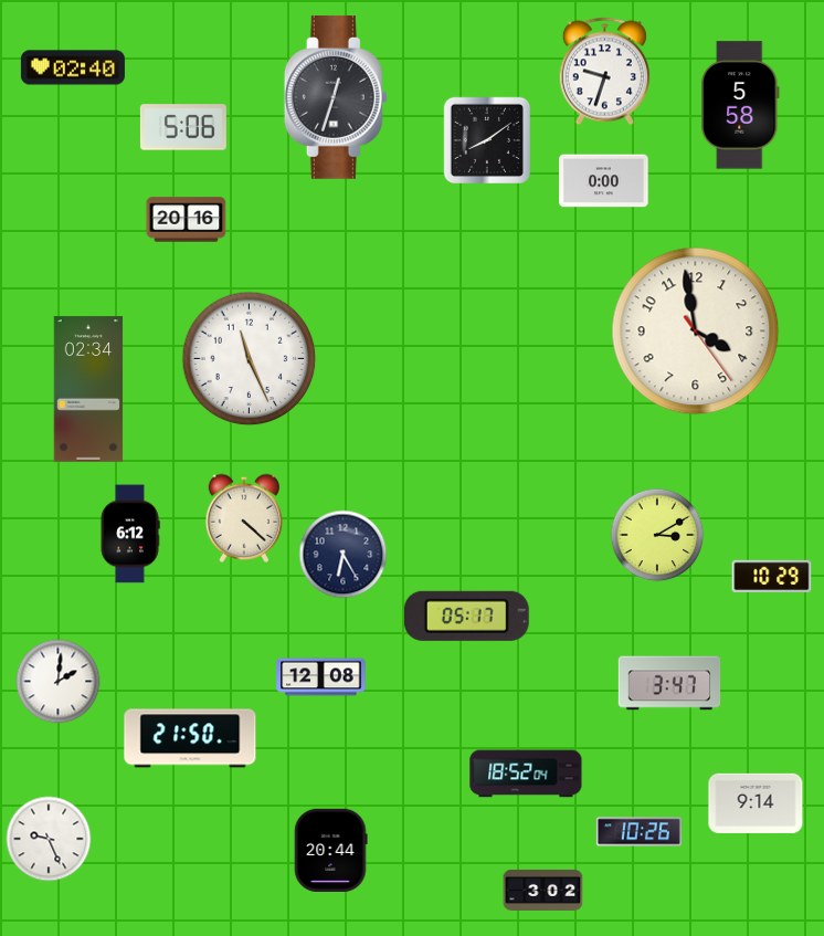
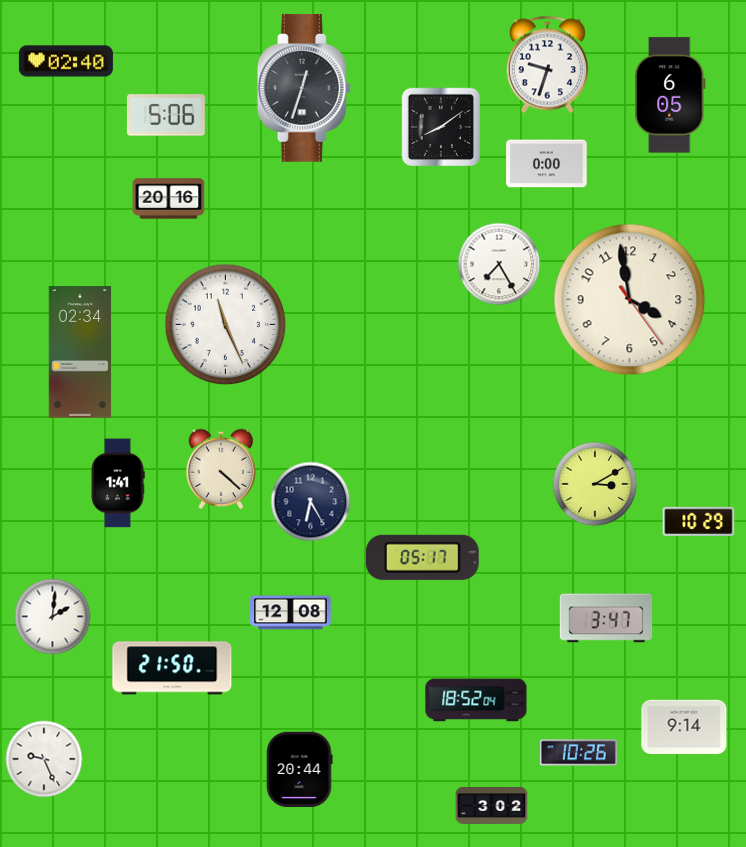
clock at (740, 105): 5:58 -> 6:05
clock at (499, 264): none -> 7:25
clock at (130, 534): 6:12 -> 1:41
